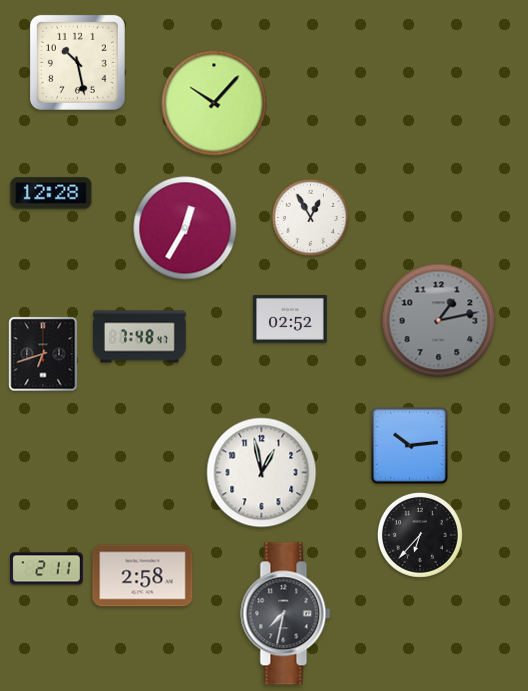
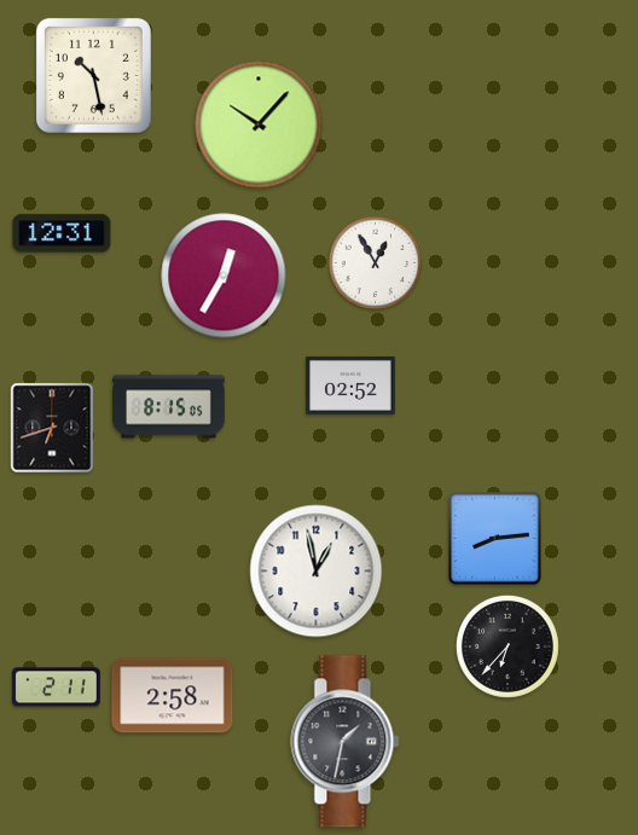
clock at (51, 193): 12:28 -> 12:31
clock at (439, 321): 1:13 -> none
clock at (140, 337): 7:48 -> 8:15
clock at (410, 446): 10:14 -> 8:14
clock at (286, 614): 7:32 -> 1:32
